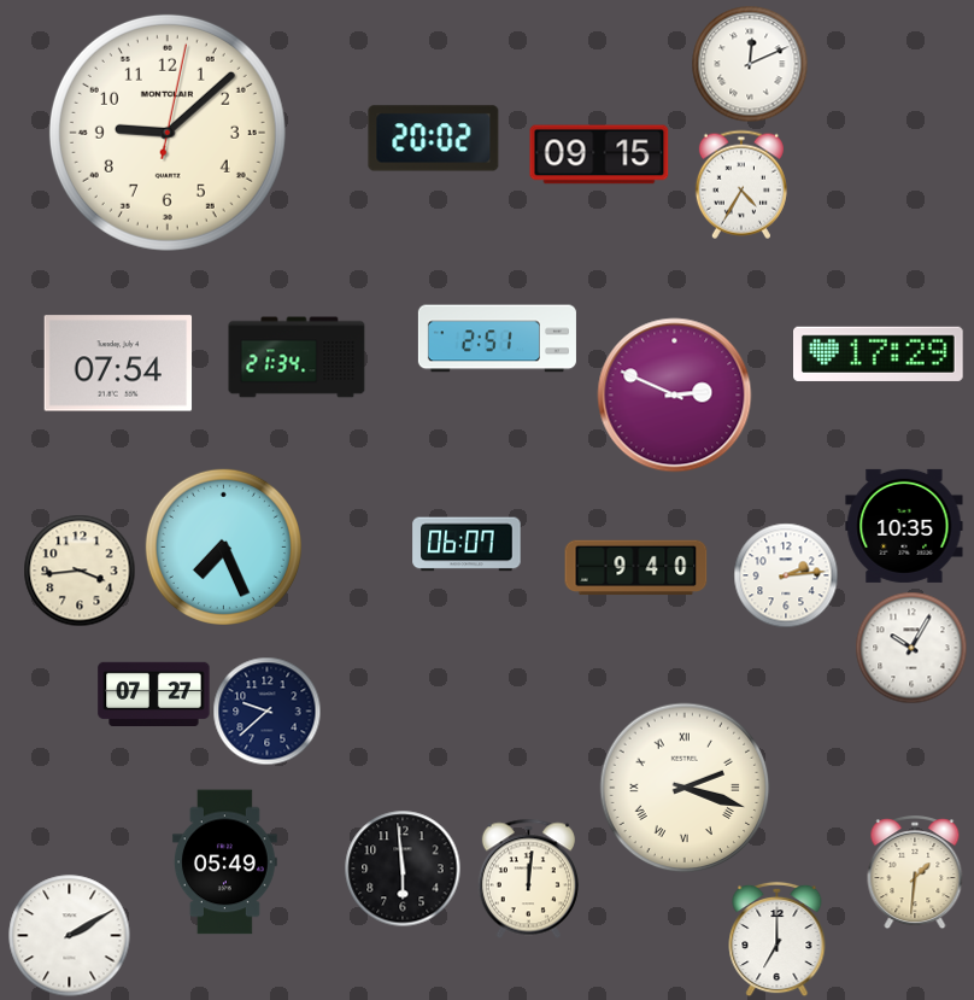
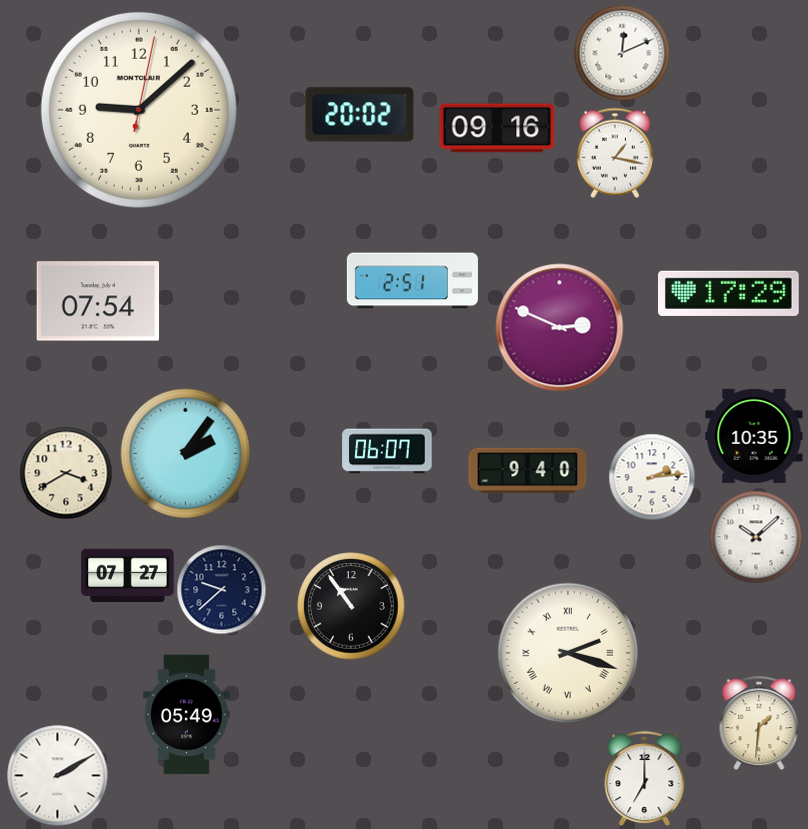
clock at (599, 154): 09:15 -> 09:16
clock at (741, 185): 4:35 -> 1:17
clock at (297, 357): 21:34 -> none
clock at (904, 526) position: (904, 526) -> (754, 436)
clock at (223, 546): 7:26 -> 2:06
clock at (80, 571): 3:44 -> 3:40
clock at (911, 648): 10:05 -> 10:08
clock at (351, 606): none -> 10:54
clock at (403, 869): 5:59 -> none
clock at (528, 878): 12:01 -> none
